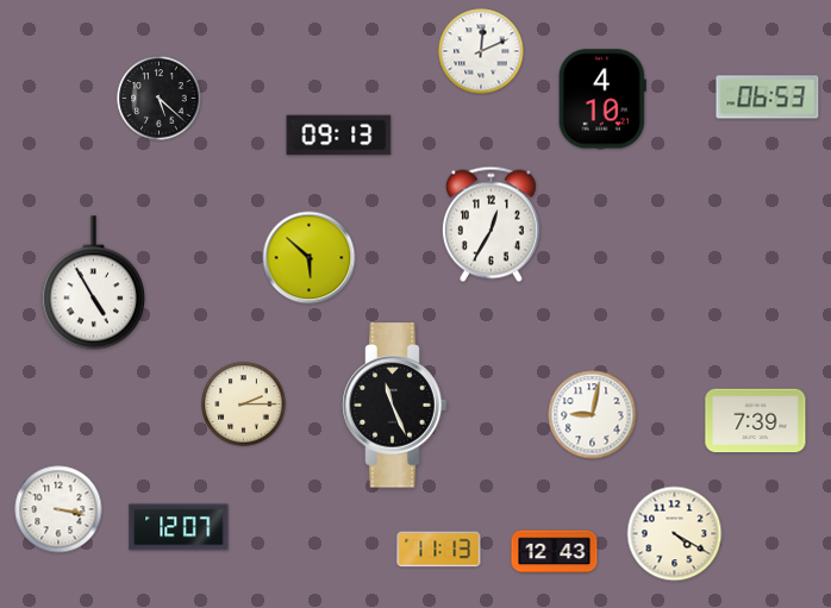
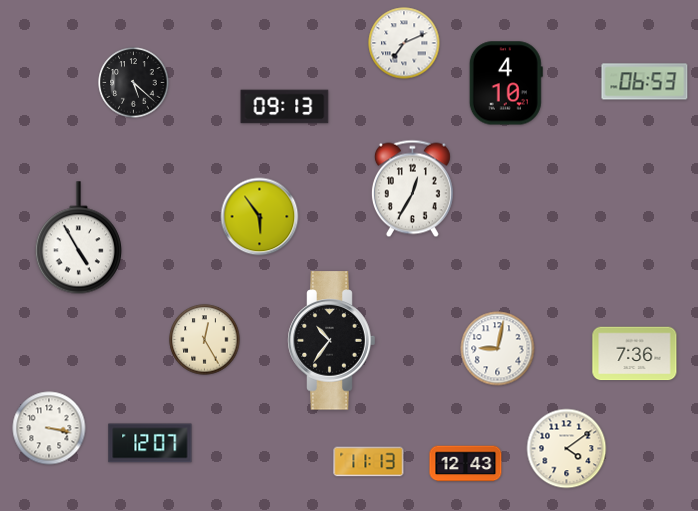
clock at (481, 51): 12:11 -> 7:11
clock at (339, 136) position: (339, 136) -> (285, 107)
clock at (310, 258): 5:52 -> 5:54
clock at (244, 405): 2:15 -> 12:25
clock at (395, 406): 11:26 -> 10:36
clock at (756, 421): 7:39 -> 7:36
clock at (675, 534): 4:20 -> 4:09
